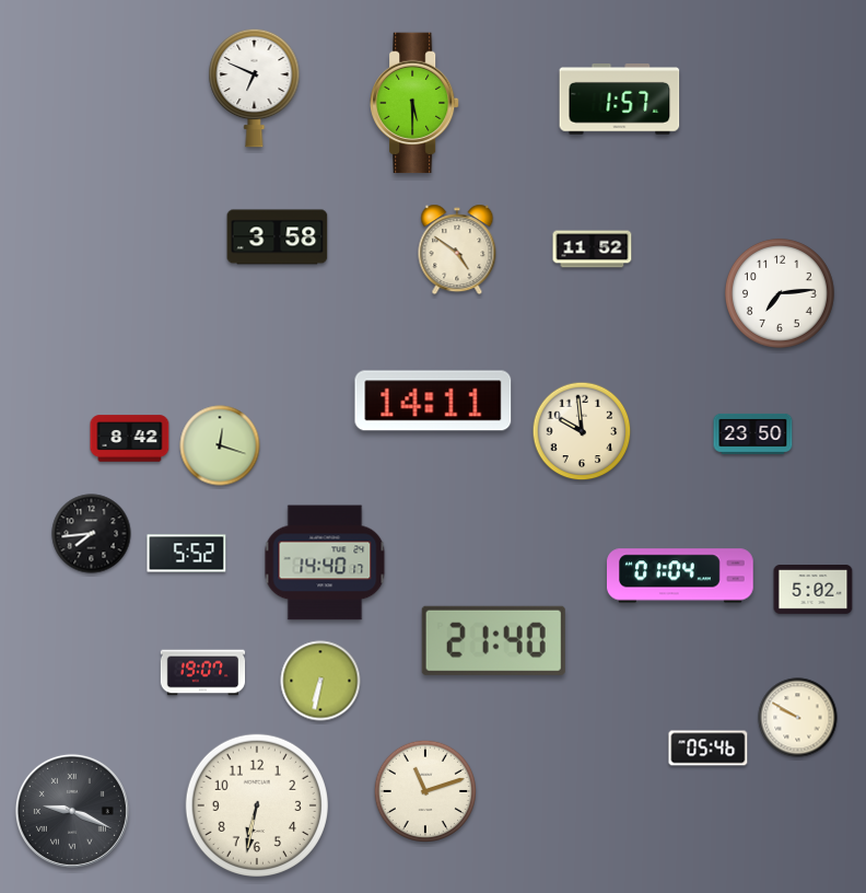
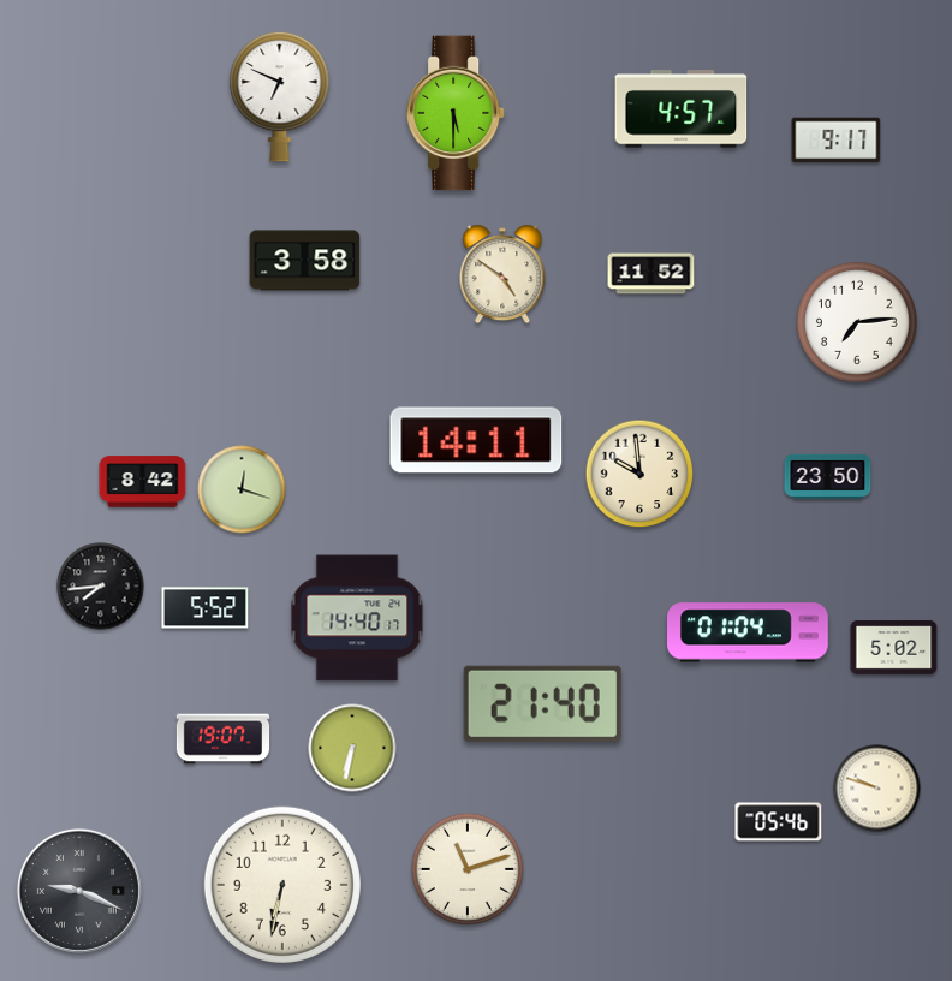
clock at (620, 100): 1:57 -> 4:57
clock at (837, 141): none -> 9:17
clock at (798, 718): 9:50 -> 9:48
